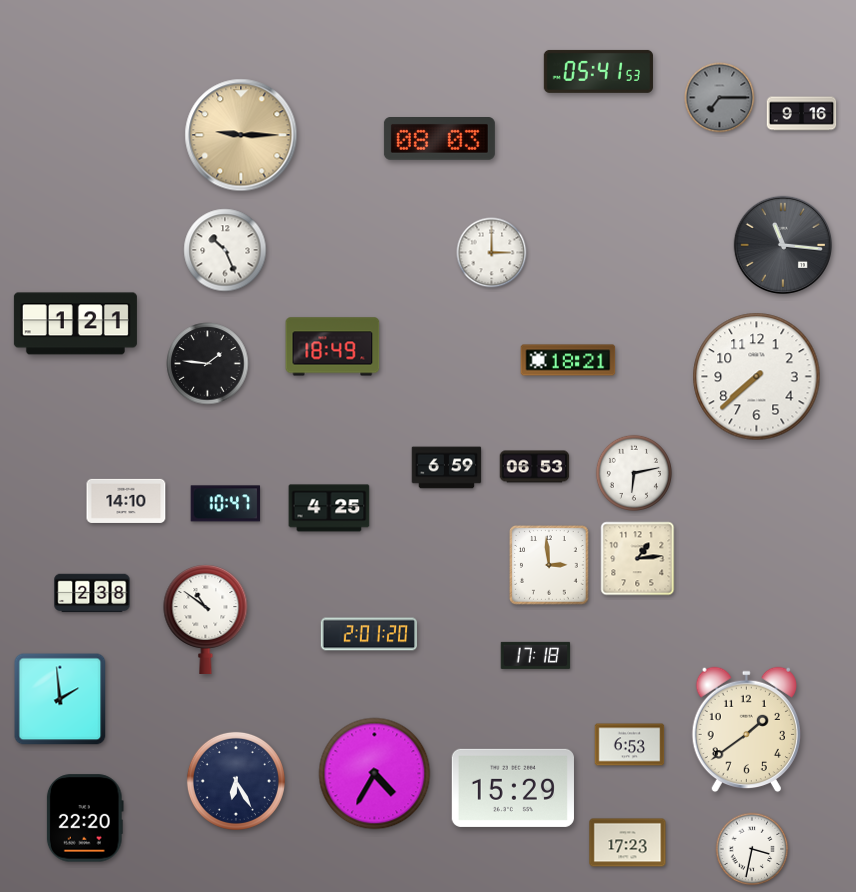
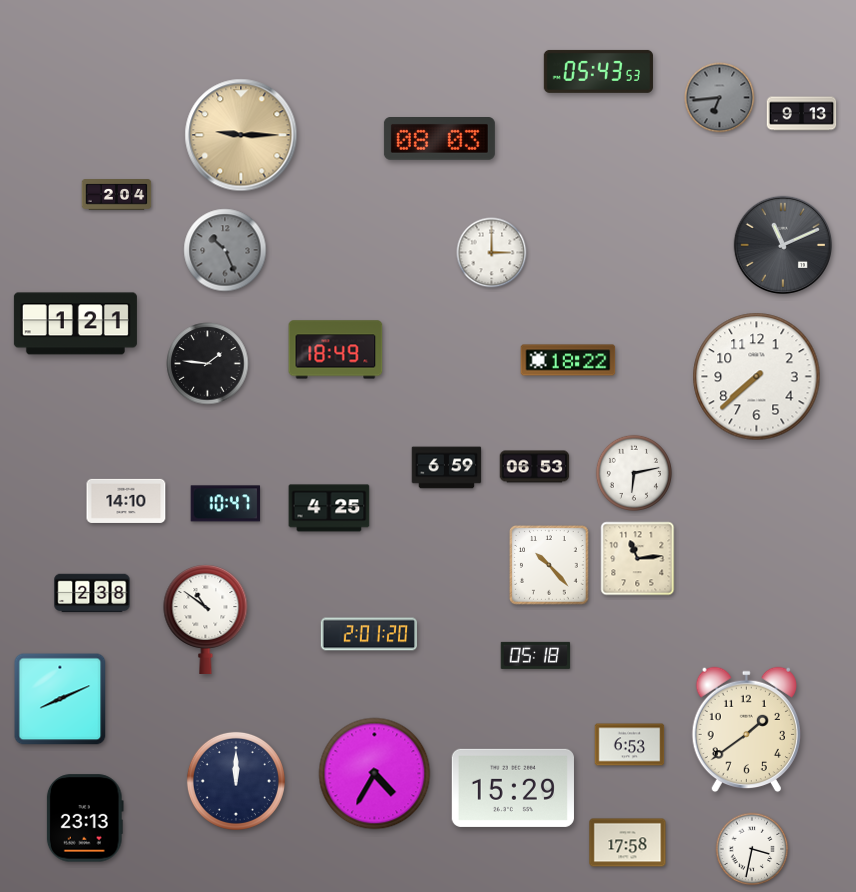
clock at (598, 71): 05:41 -> 05:43
clock at (720, 98): 7:15 -> 6:44
clock at (802, 114): 9:16 -> 9:13
clock at (117, 195): none -> 2:04
clock at (782, 244): 11:16 -> 11:11
clock at (225, 250) dial: white -> grey
clock at (333, 347) position: (333, 347) -> (336, 350)
clock at (568, 360): 18:21 -> 18:22
clock at (638, 559): 1:14 -> 11:14
clock at (549, 566): 2:59 -> 10:23
clock at (536, 655): 17:18 -> 05:18
clock at (60, 699): 1:59 -> 8:11
clock at (236, 781): 6:25 -> 12:00
clock at (85, 818): 22:20 -> 23:13
clock at (628, 843): 17:23 -> 17:58
